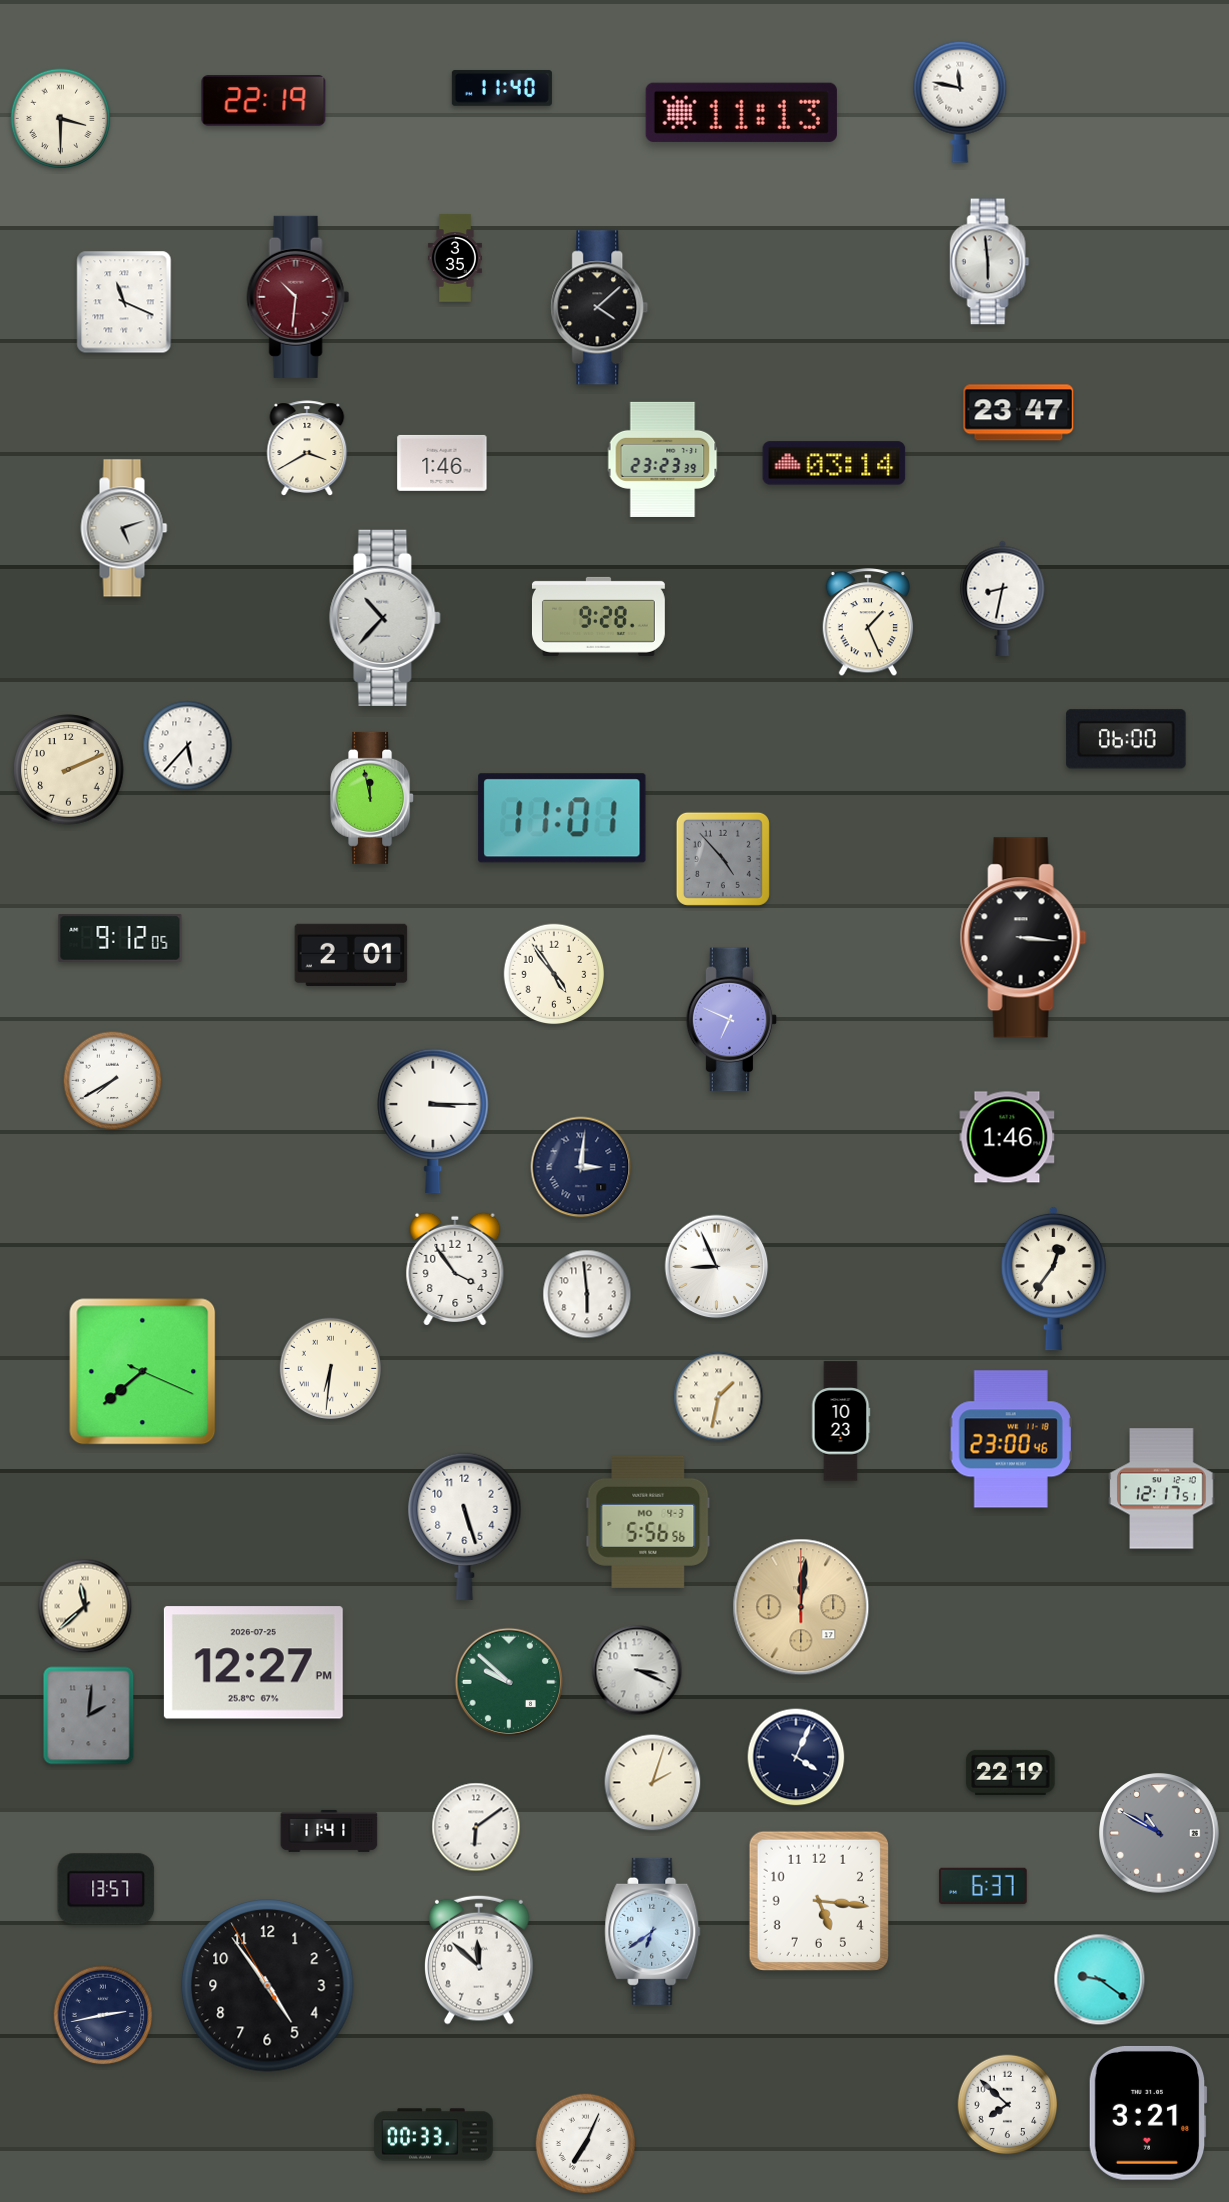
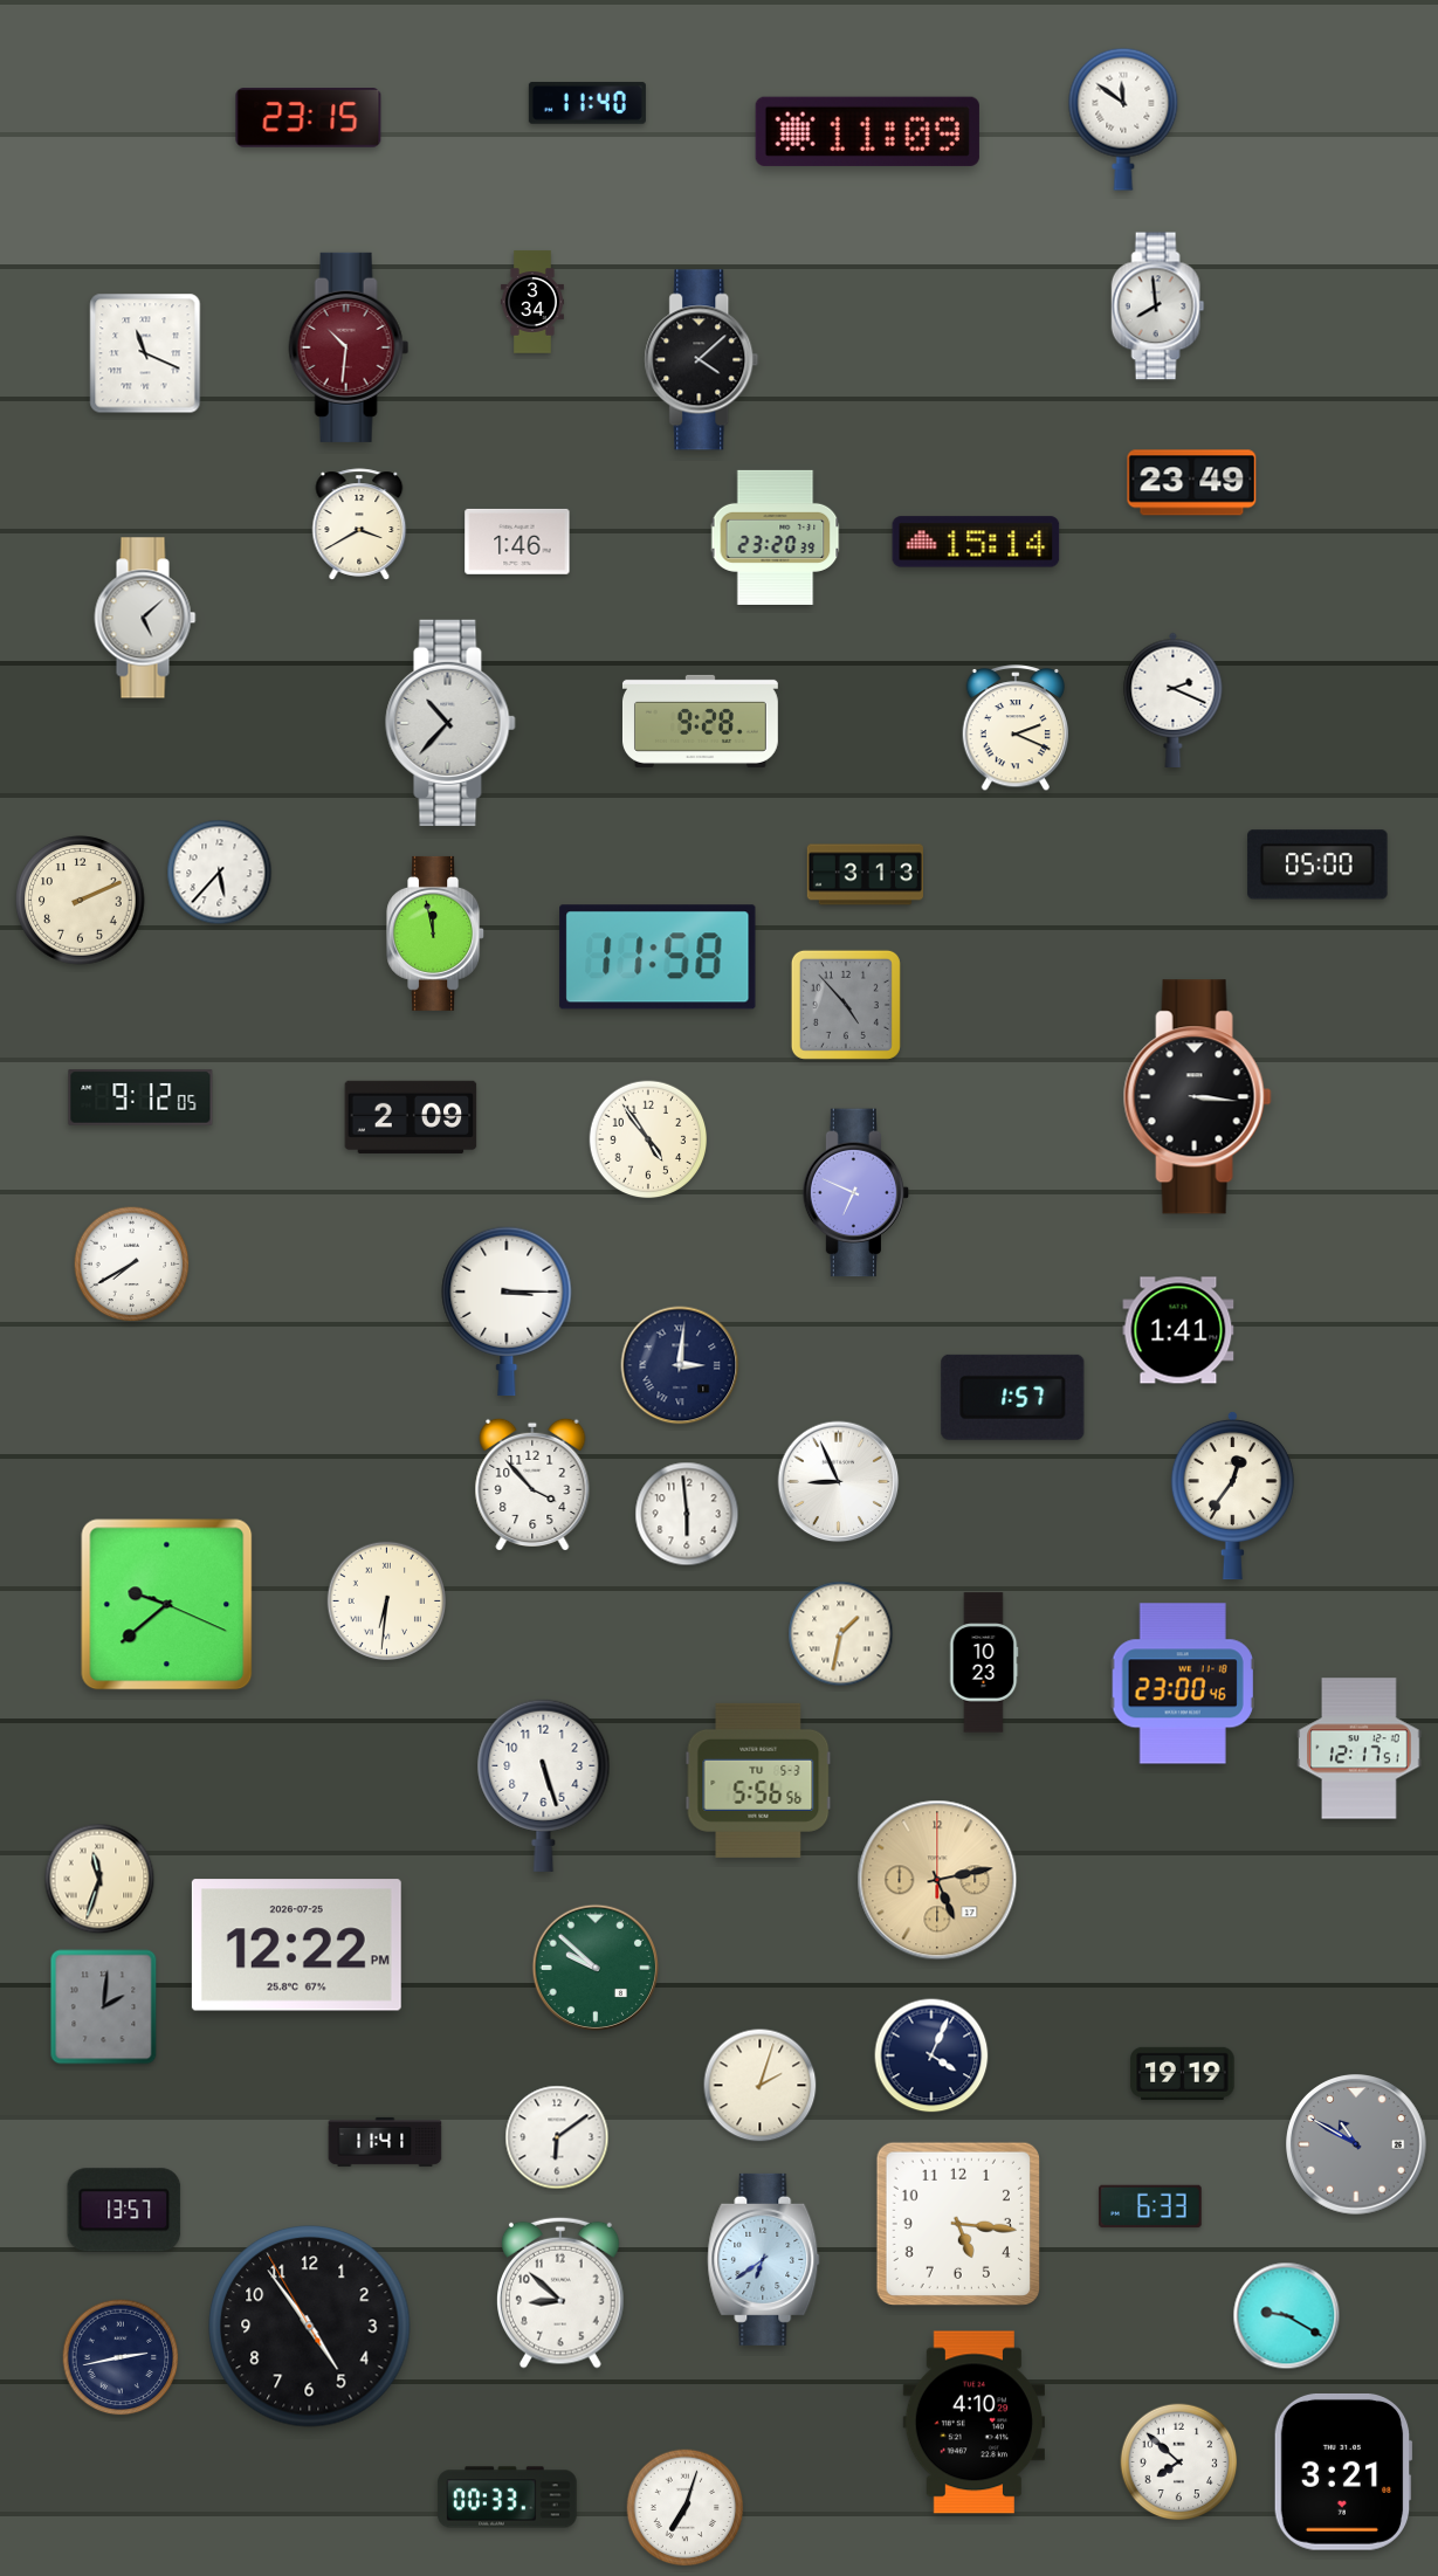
clock at (264, 101): 22:19 -> 23:15
clock at (960, 102): 11:47 -> 11:51
clock at (741, 112): 11:13 -> 11:09
clock at (61, 119): 3:30 -> none
clock at (455, 258): 3:35 -> 3:34
clock at (990, 262): 5:59 -> 7:59
clock at (1019, 413): 23:47 -> 23:49
clock at (663, 459): 23:23 -> 23:20
clock at (834, 463): 03:14 -> 15:14
clock at (124, 528): 5:12 -> 5:08
clock at (1003, 598): 8:32 -> 2:19
clock at (868, 623): 1:26 -> 2:19
clock at (1126, 739): 06:00 -> 05:00
clock at (865, 875): none -> 3:13
clock at (562, 818): 11:01 -> 11:58
clock at (351, 955): 2:01 -> 2:09
clock at (1007, 1137): 1:46 -> 1:41
clock at (1013, 1397): none -> 1:57
clock at (455, 1268): 3:54 -> 3:53
clock at (143, 1372): 7:38 -> 9:38
clock at (1162, 1489) position: (1162, 1489) -> (1360, 1749)
clock at (648, 1522) date: MO 4-3 -> TU 5-3
clock at (85, 1606): 11:38 -> 11:33
clock at (801, 1607): 12:01 -> 5:13
clock at (253, 1663): 12:27 -> 12:22
clock at (637, 1670): 3:19 -> none
clock at (1011, 1772): 22:19 -> 19:19
clock at (653, 1783) position: (653, 1783) -> (761, 2086)
clock at (983, 1886): 6:37 -> 6:33
clock at (480, 1960): 11:52 -> 8:52
clock at (1100, 1980): 9:21 -> 9:20
clock at (268, 1986) position: (268, 1986) -> (310, 2327)
clock at (973, 2423): none -> 4:10
clock at (586, 2144): 7:04 -> 7:03
